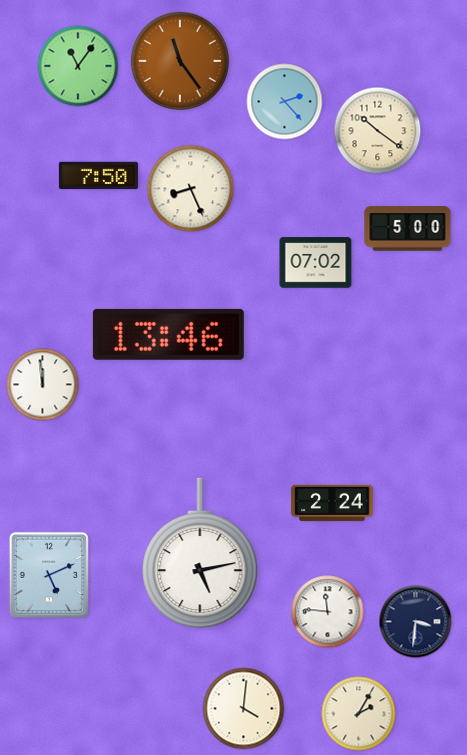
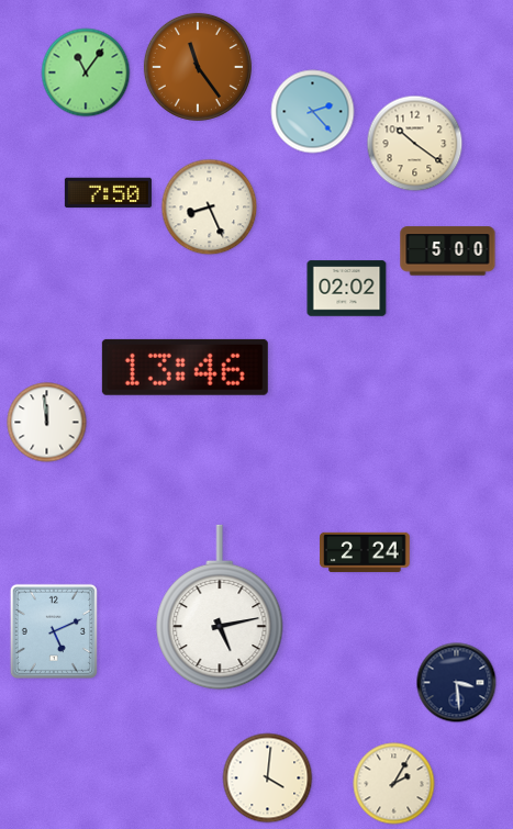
clock at (316, 263): 07:02 -> 02:02
clock at (328, 612): 11:46 -> none
clock at (416, 622): 3:31 -> 3:29
